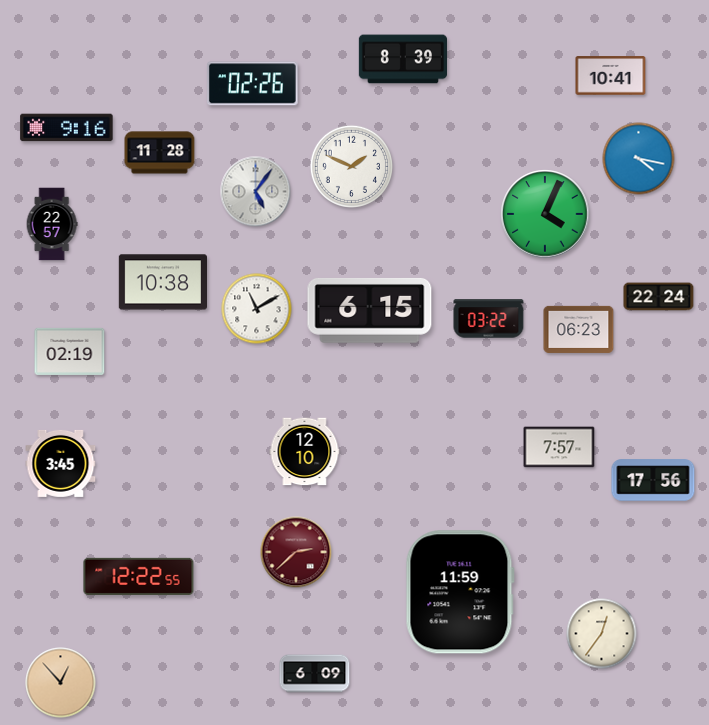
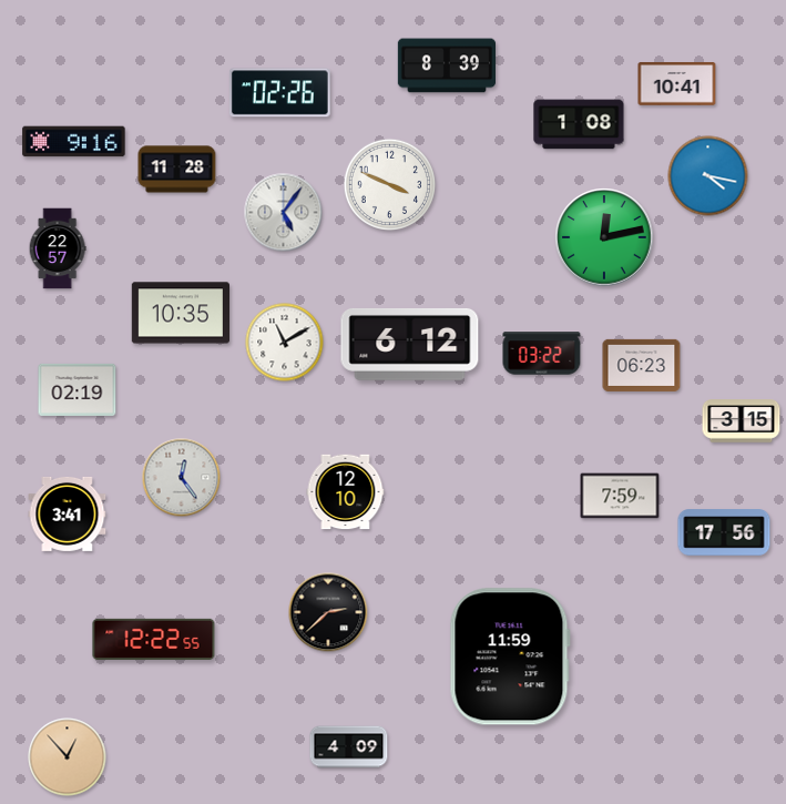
clock at (579, 124): none -> 1:08
clock at (351, 166): 1:49 -> 3:49
clock at (545, 214): 4:04 -> 12:13
clock at (162, 282): 10:38 -> 10:35
clock at (659, 297): 22:24 -> none
clock at (370, 311): 6:15 -> 6:12
clock at (742, 421): none -> 3:15
clock at (182, 478): none -> 12:24
clock at (559, 447): 7:57 -> 7:59
clock at (305, 452) position: (305, 452) -> (346, 492)
clock at (61, 463): 3:45 -> 3:41
clock at (296, 552) dial: burgundy -> black
clock at (602, 634): 12:36 -> none
clock at (315, 674): 6:09 -> 4:09
